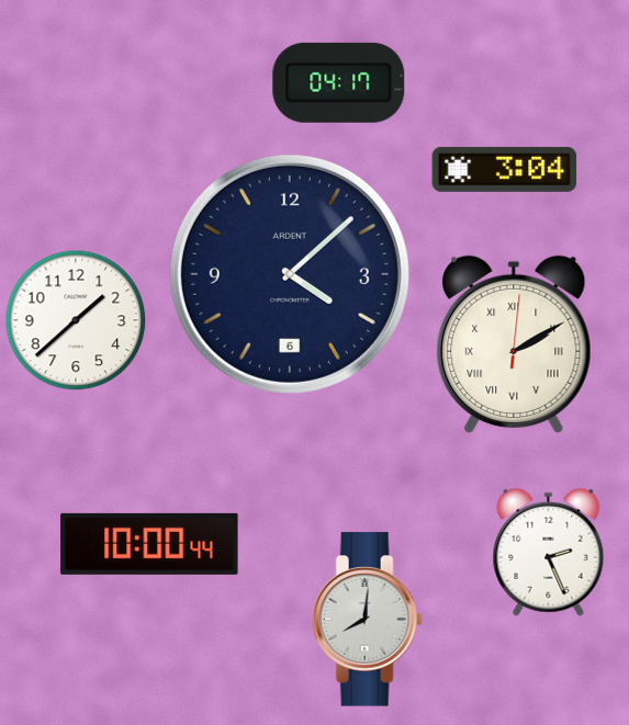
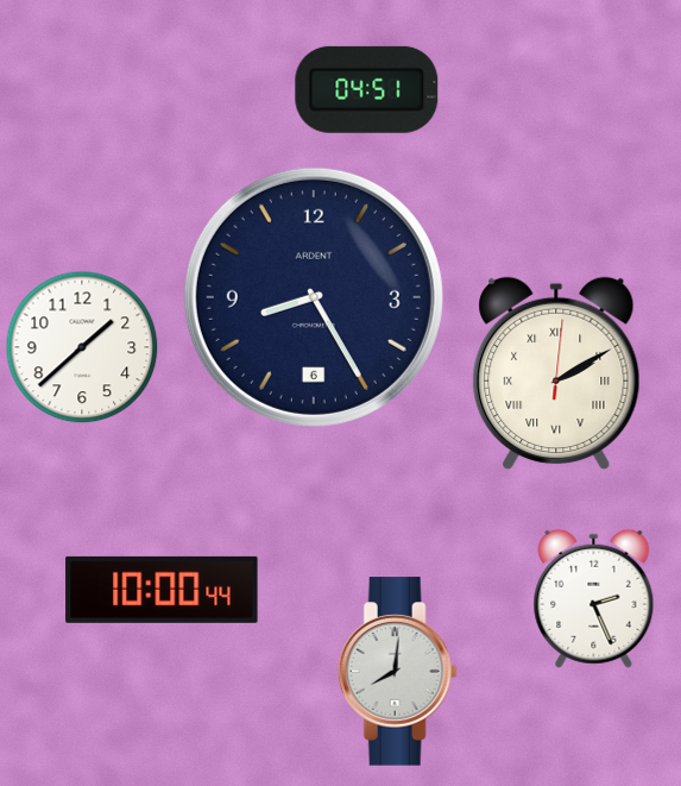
clock at (339, 82): 04:17 -> 04:51
clock at (505, 169): 3:04 -> none
clock at (290, 274): 4:08 -> 8:25
